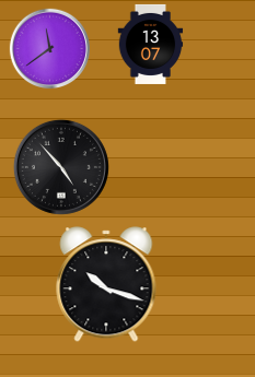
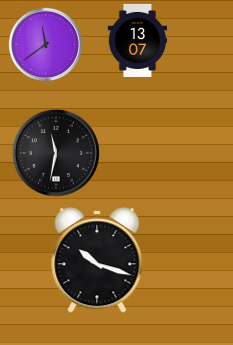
clock at (61, 167): 4:53 -> 11:32
